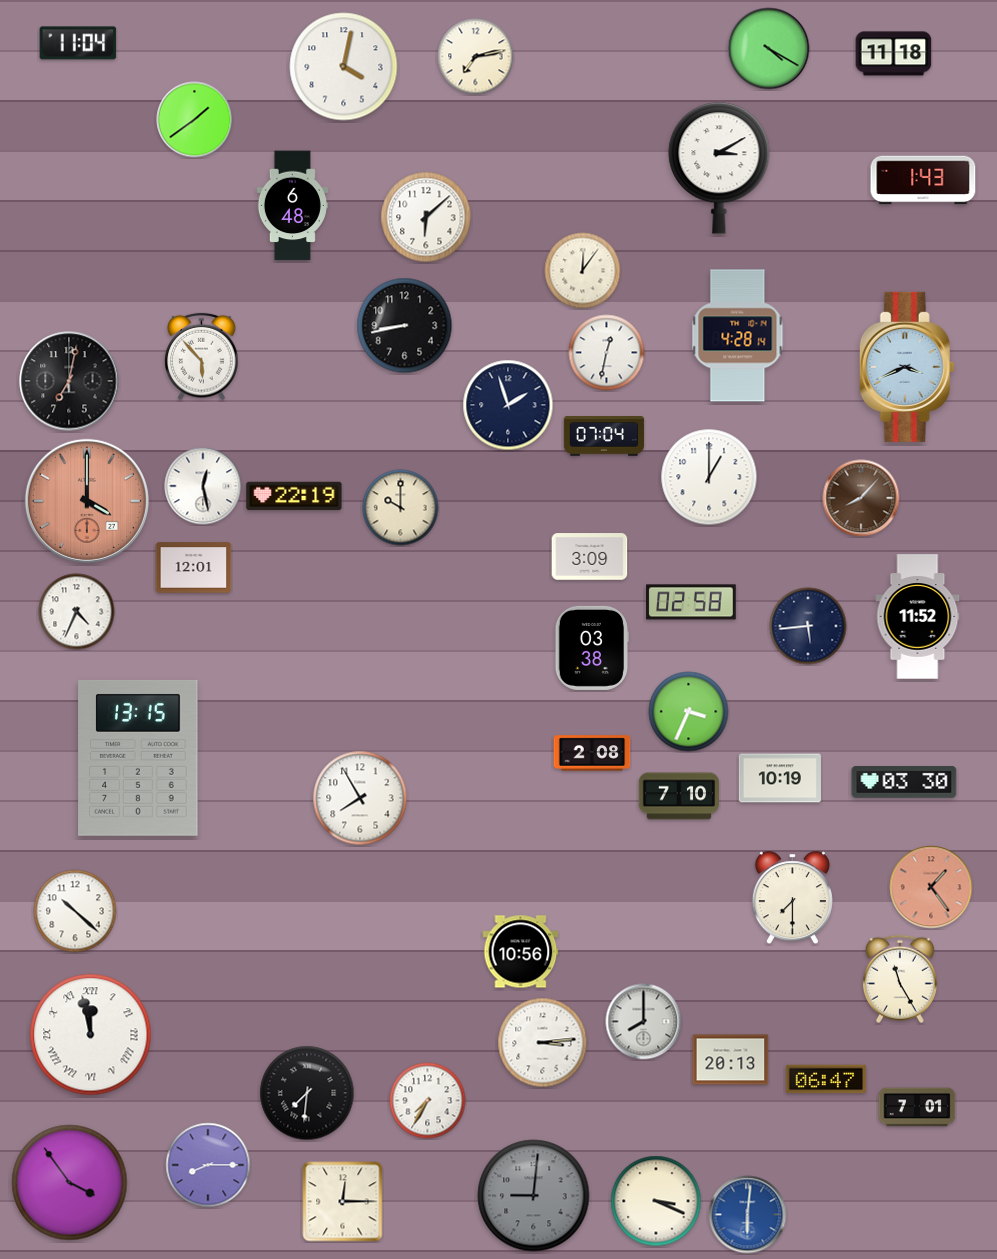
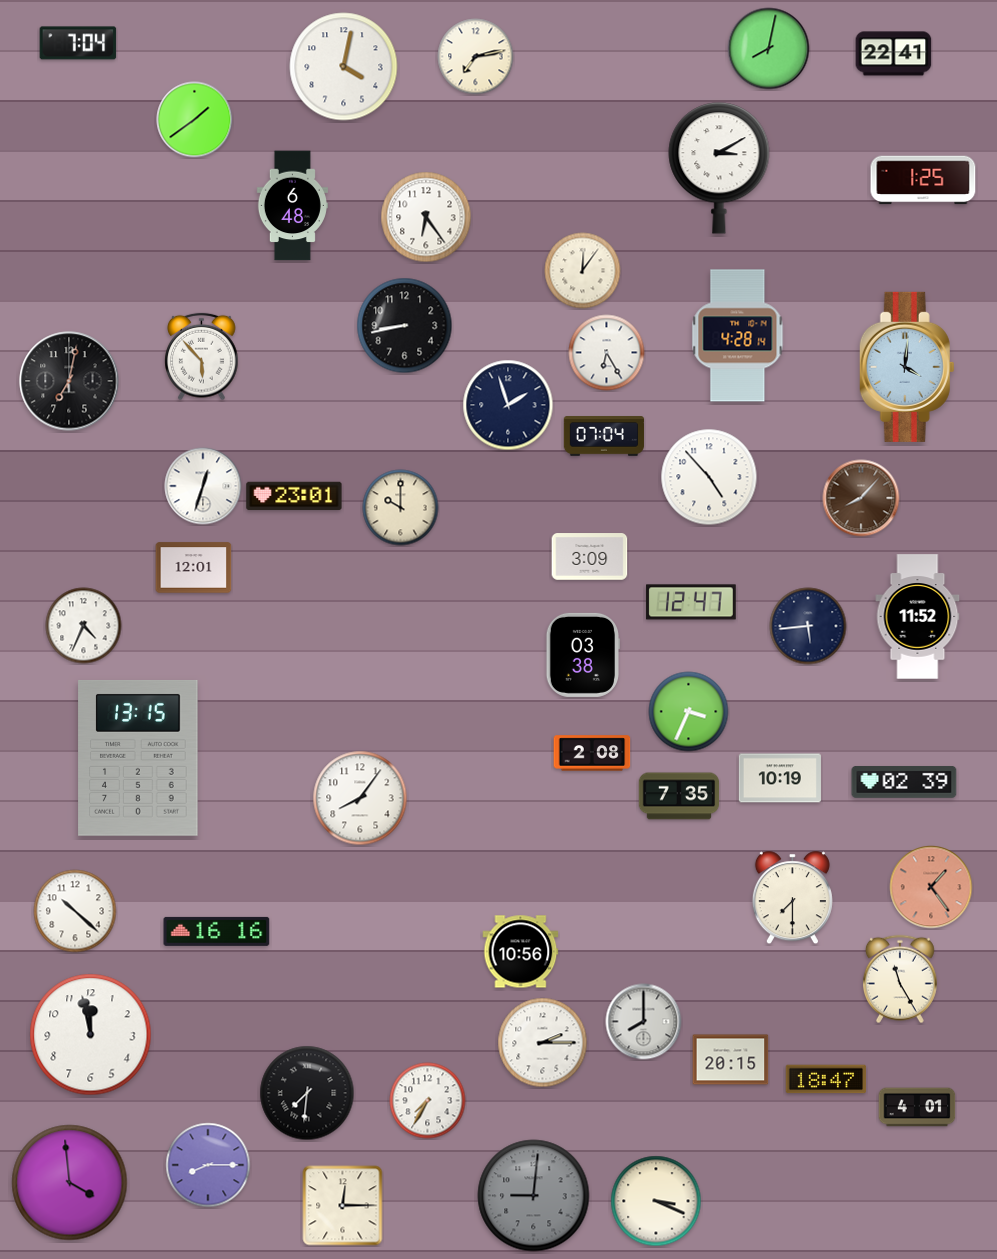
clock at (78, 43): 11:04 -> 7:04
clock at (769, 49): 4:20 -> 8:02
clock at (894, 54): 11:18 -> 22:41
clock at (923, 180): 1:43 -> 1:25
clock at (426, 217): 6:08 -> 6:24
clock at (607, 353): 12:32 -> 6:25
clock at (907, 367): 3:41 -> 4:01
clock at (709, 477): 1:00 -> 4:53
clock at (203, 486): 12:28 -> 12:33
clock at (294, 496): 22:19 -> 23:01
clock at (87, 501): 4:00 -> none
clock at (691, 602): 02:58 -> 12:47
clock at (77, 612) position: (77, 612) -> (84, 626)
clock at (591, 648) position: (591, 648) -> (582, 655)
clock at (904, 783): 03:30 -> 02:39
clock at (679, 796): 7:10 -> 7:35
clock at (360, 798): 7:55 -> 8:06
clock at (217, 931): none -> 16:16
clock at (91, 1035) numerals: Roman -> Arabic
clock at (543, 1043): 3:14 -> 2:15
clock at (731, 1060): 20:13 -> 20:15
clock at (826, 1079): 06:47 -> 18:47
clock at (917, 1107): 7:01 -> 4:01
clock at (70, 1183): 3:54 -> 3:59
clock at (343, 1202) position: (343, 1202) -> (343, 1206)
clock at (748, 1215): 6:01 -> none
